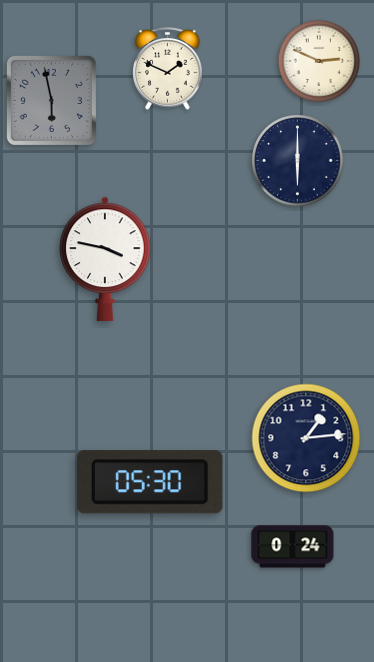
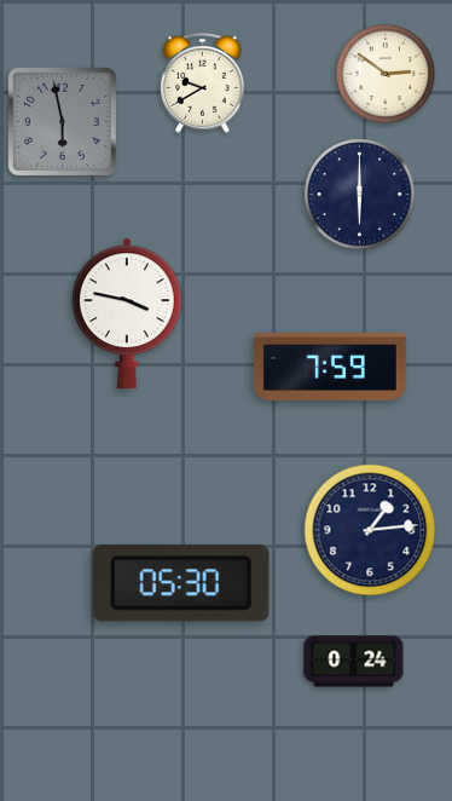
clock at (319, 61): 2:49 -> 2:51
clock at (168, 69): 1:49 -> 9:40
clock at (330, 367): none -> 7:59
